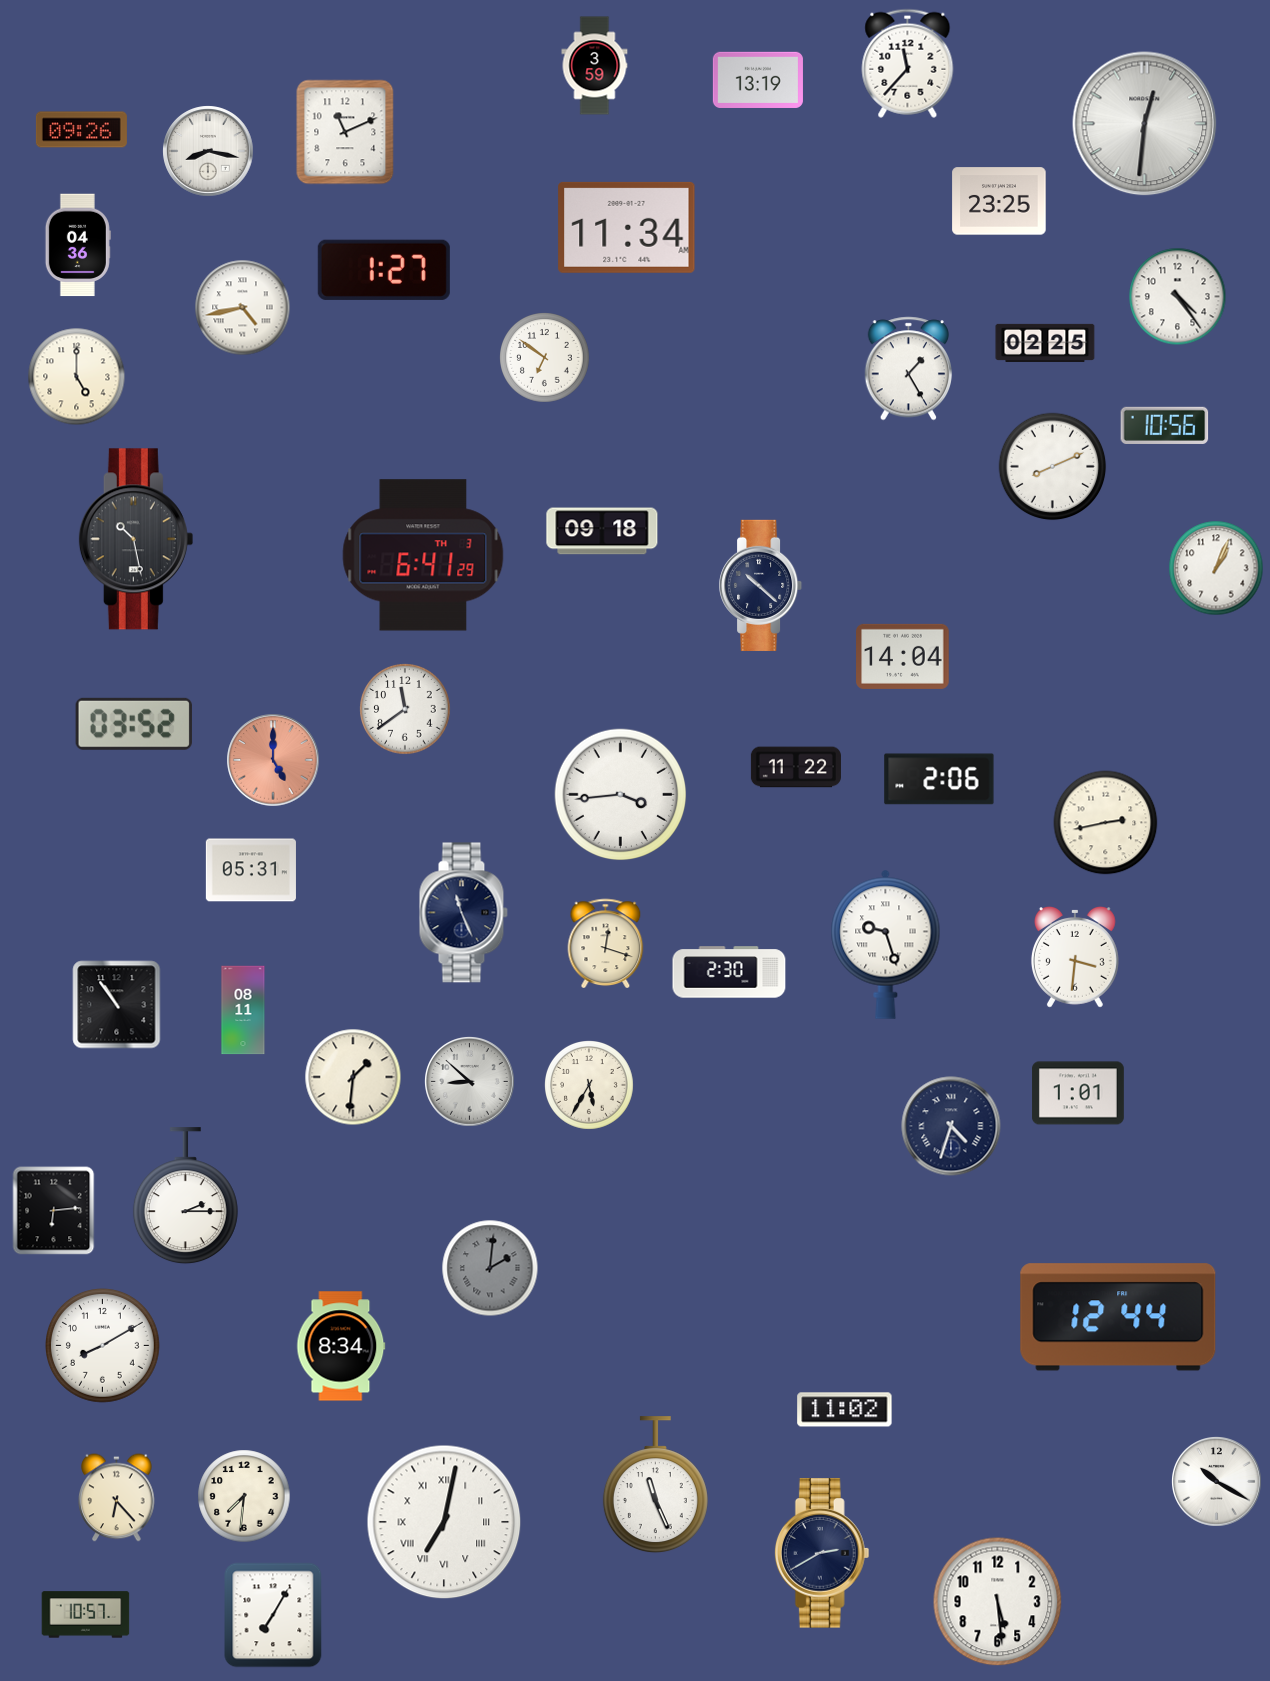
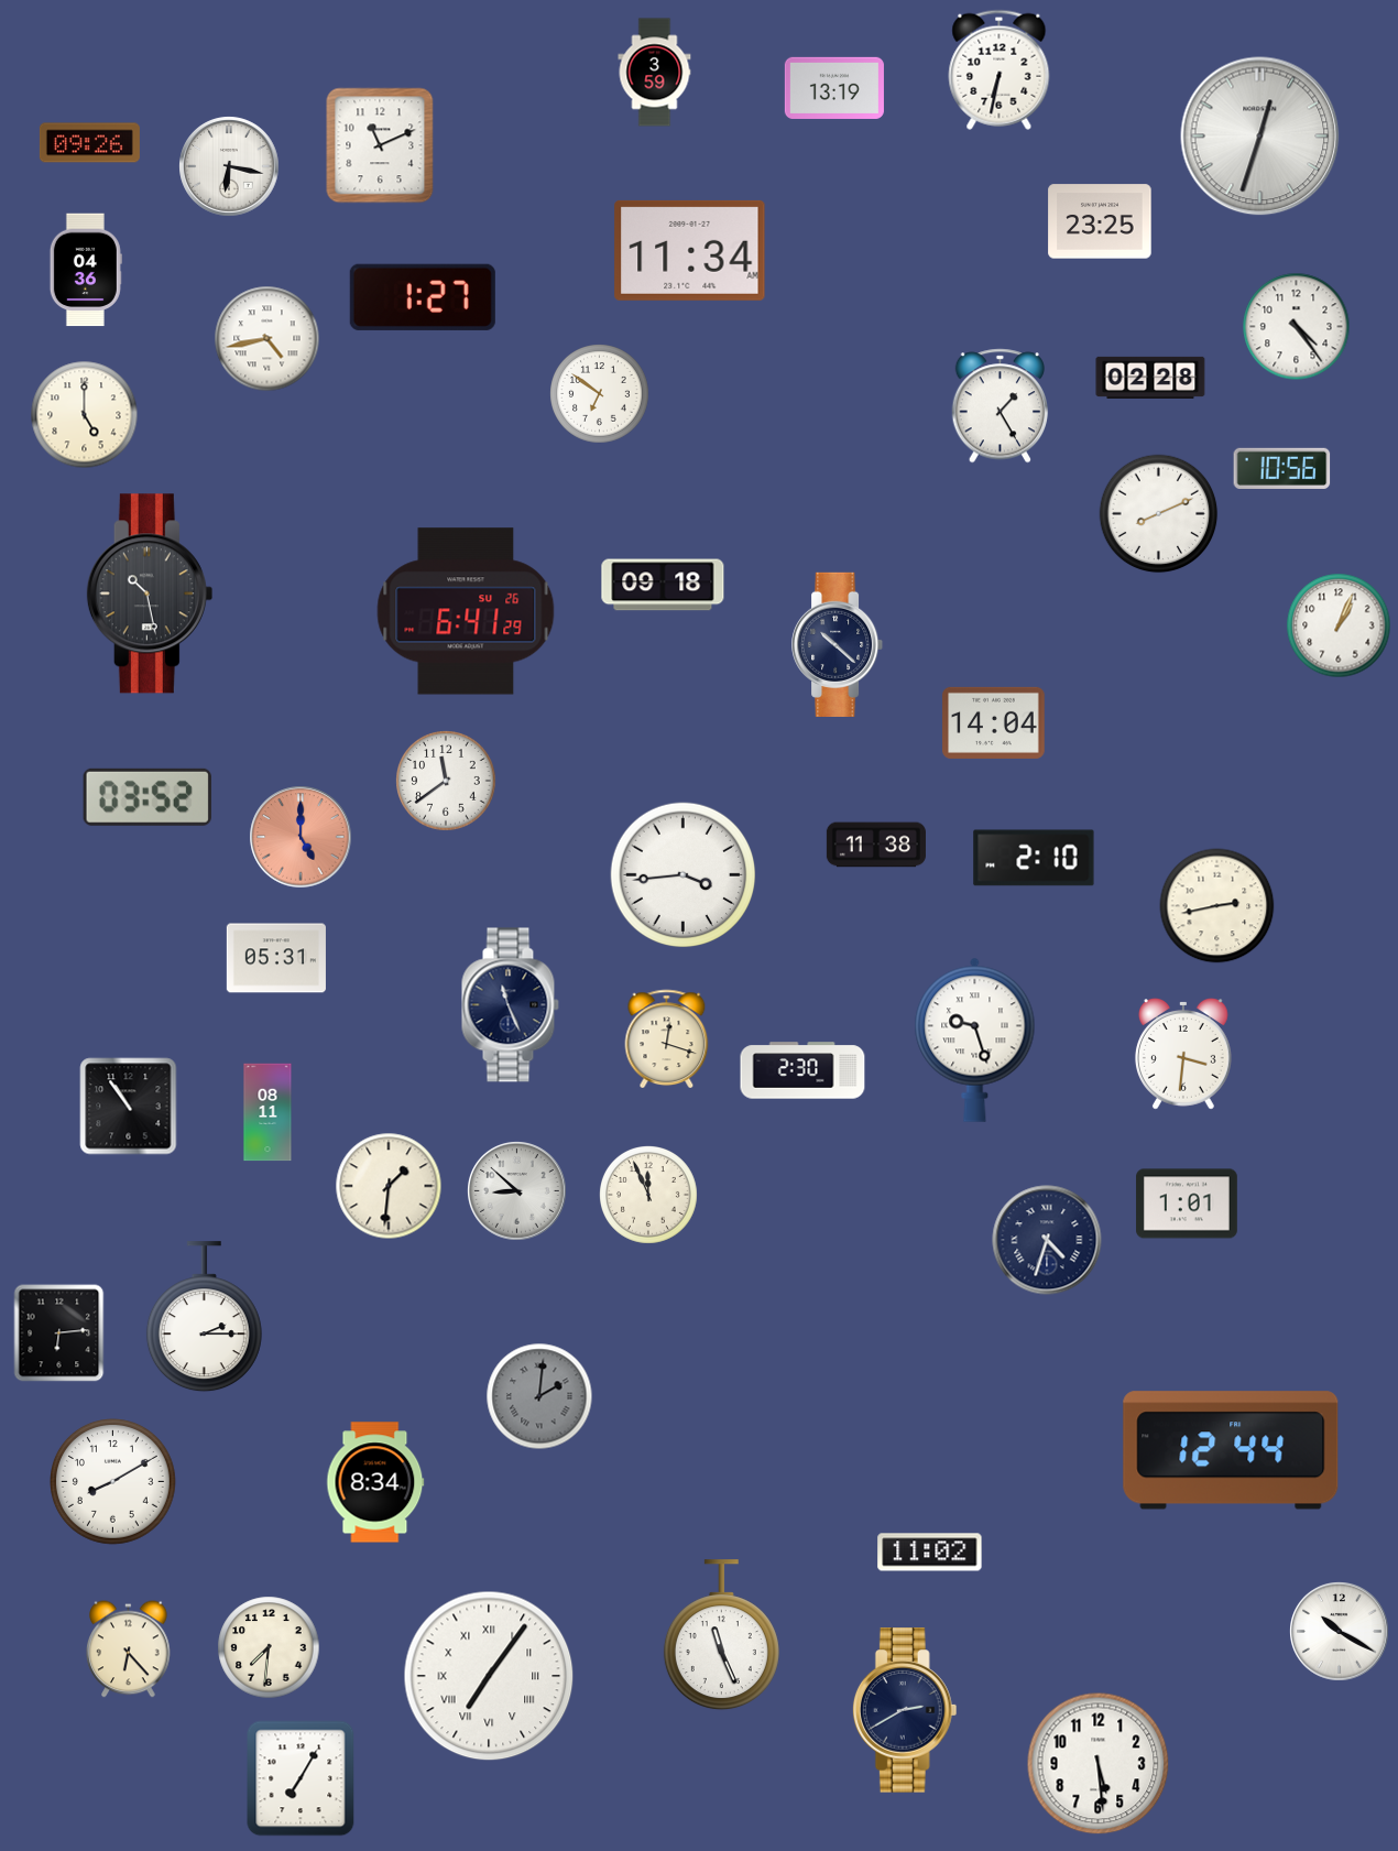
clock at (908, 63): 11:37 -> 6:32
clock at (1145, 124): 12:31 -> 12:33
clock at (208, 151): 8:17 -> 6:17
clock at (1045, 343): 02:25 -> 02:28
clock at (423, 555) date: TH 3 -> SU 26
clock at (796, 767): 11:22 -> 11:38
clock at (939, 779): 2:06 -> 2:10
clock at (590, 1086): 5:35 -> 11:56
clock at (444, 1522): 7:02 -> 7:06
clock at (86, 1615): 10:57 -> none
